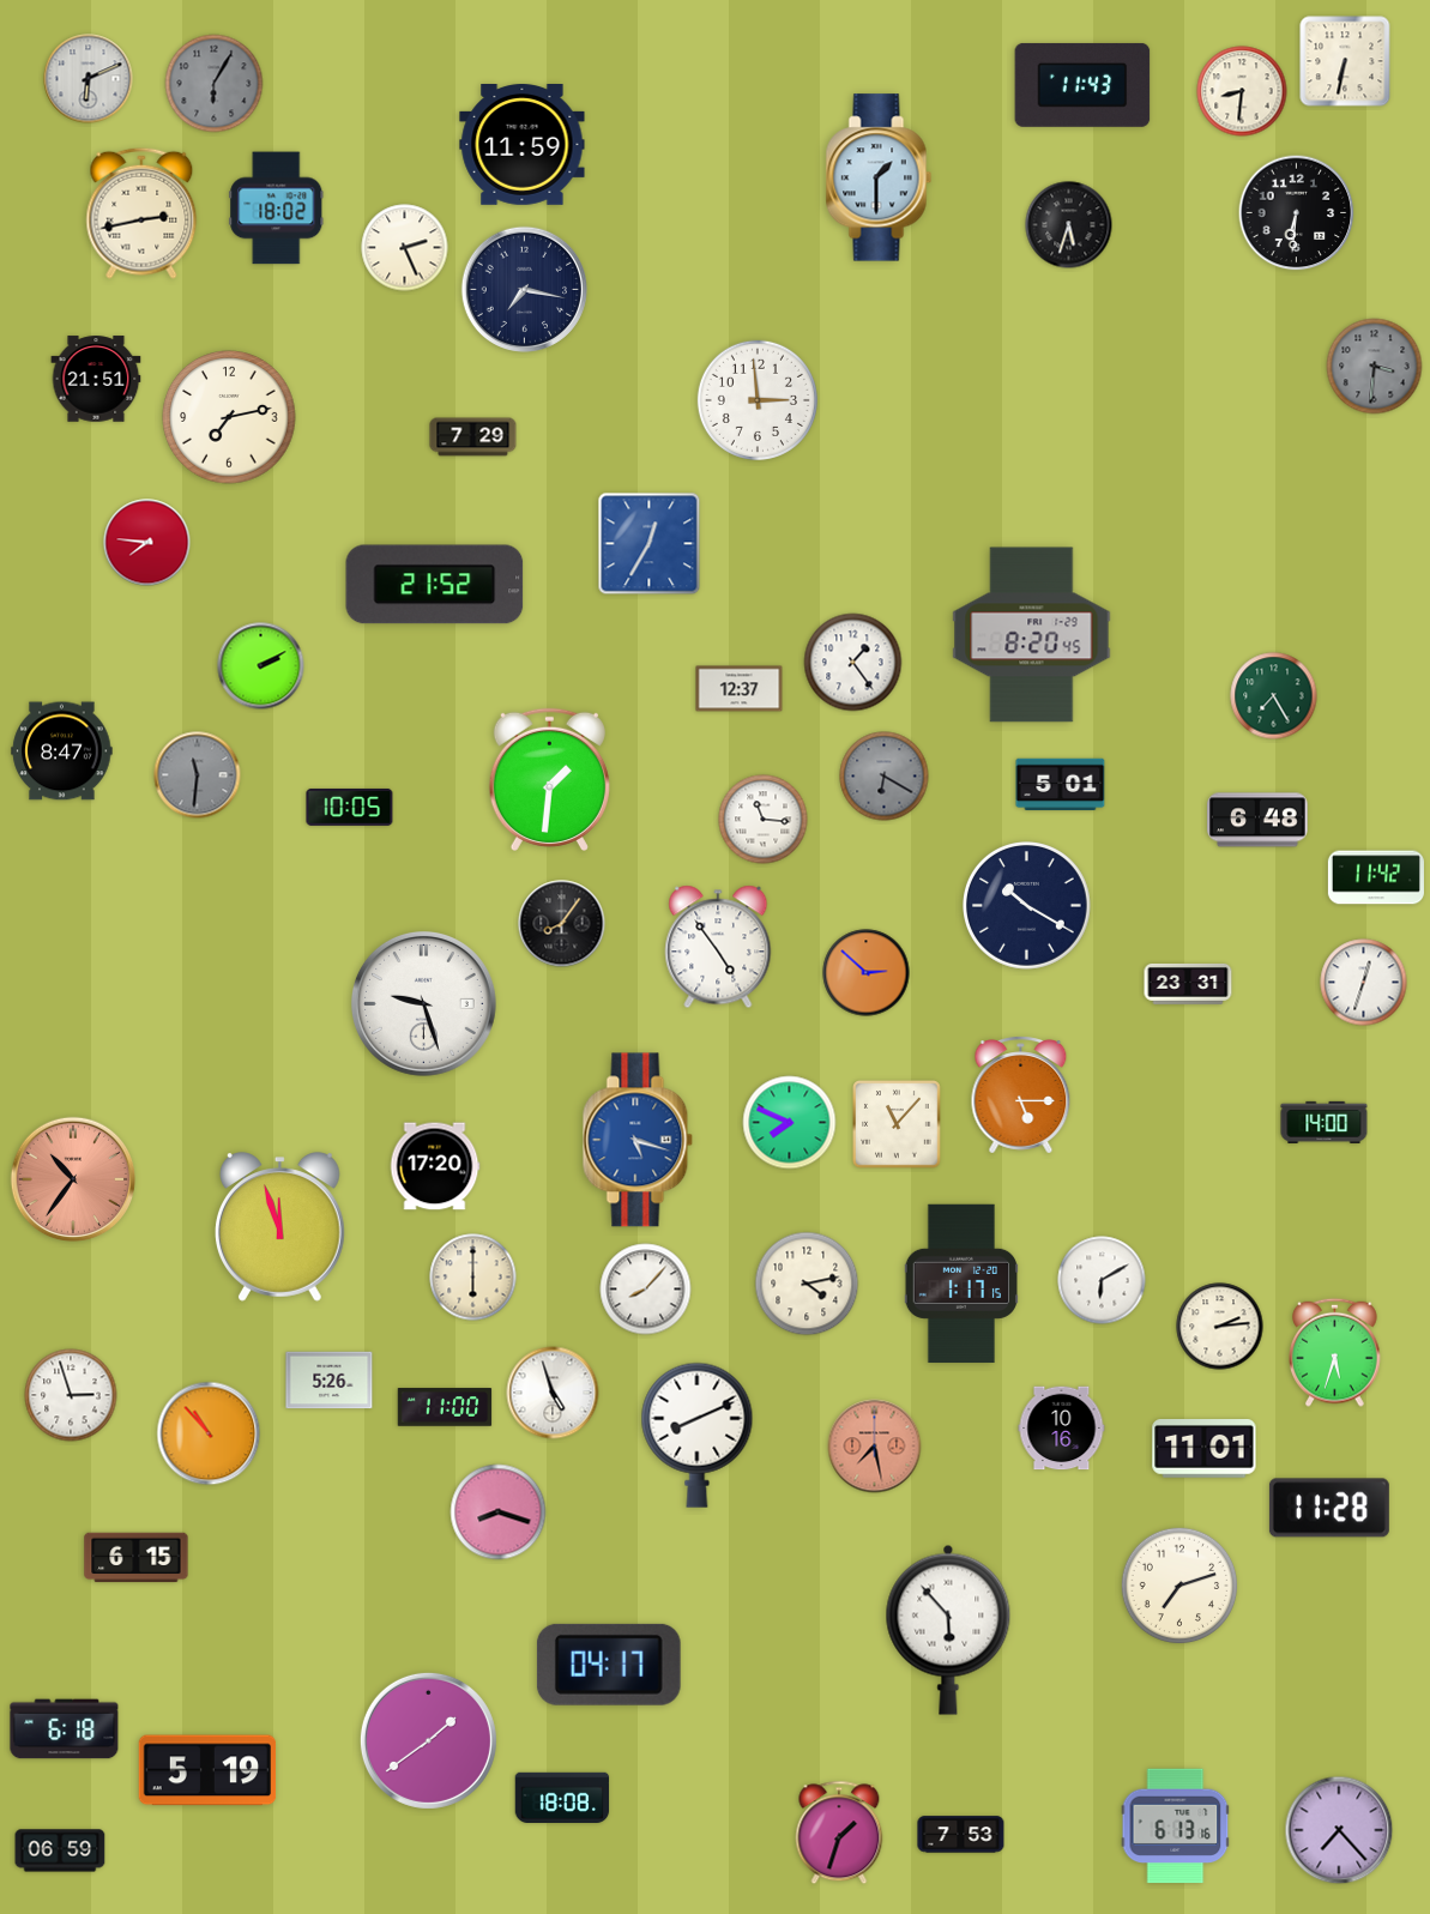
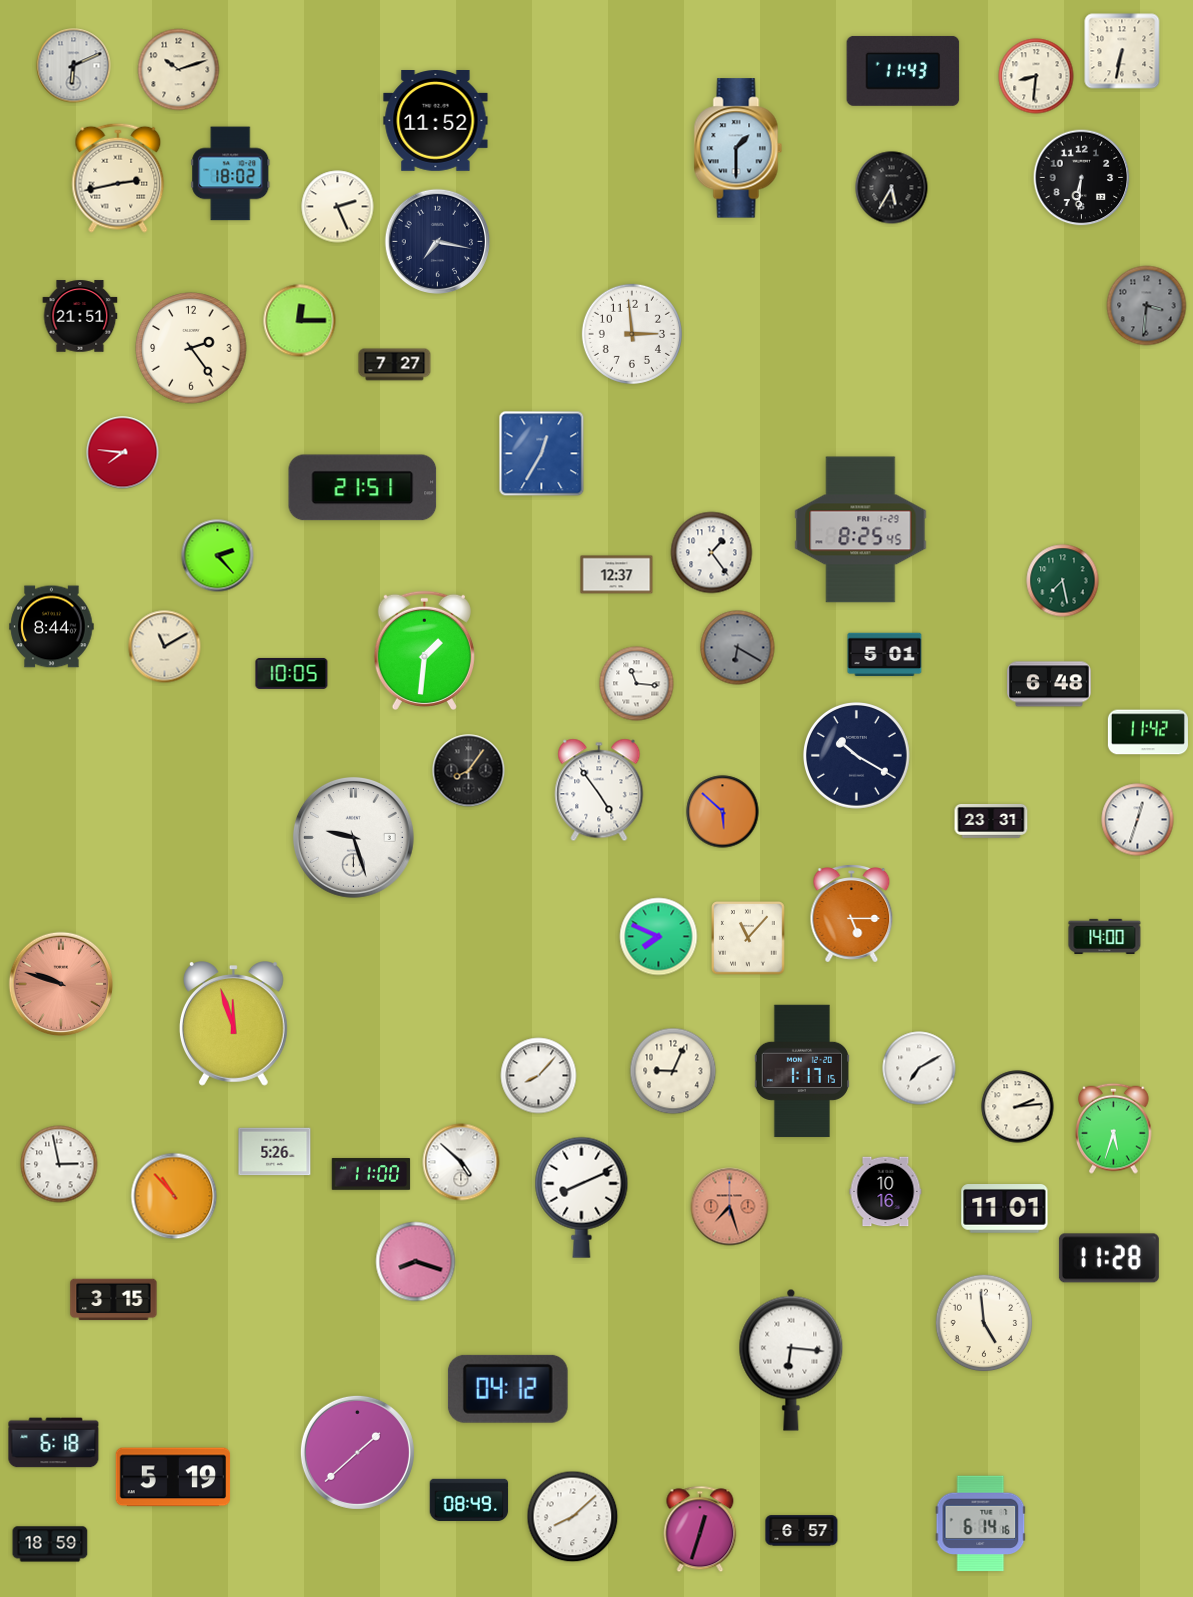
clock at (215, 84): 6:05 -> 10:12
clock at (215, 84) dial: grey -> cream
clock at (523, 145): 11:59 -> 11:52
clock at (879, 177) position: (879, 177) -> (738, 148)
clock at (1069, 225): 5:33 -> 5:35
clock at (300, 321): none -> 12:15
clock at (229, 417): 7:13 -> 2:24
clock at (473, 437): 7:29 -> 7:27
clock at (435, 585): 21:52 -> 21:51
clock at (1032, 635): 8:20 -> 8:25
clock at (261, 666): 2:10 -> 2:23
clock at (1274, 696): 7:25 -> 7:28
clock at (62, 751): 8:47 -> 8:44
clock at (198, 775): 11:31 -> 11:10
clock at (198, 775) dial: grey -> cream
clock at (549, 779) position: (549, 779) -> (424, 650)
clock at (867, 973): 2:52 -> 5:52
clock at (638, 1140): 5:18 -> none
clock at (435, 1166): 17:20 -> none
clock at (72, 1178): 10:36 -> 9:48
clock at (473, 1278): 6:00 -> none
clock at (1102, 1280): 6:10 -> 7:10
clock at (807, 1284): 4:13 -> 9:04
clock at (553, 1393): 4:57 -> 4:52
clock at (71, 1395): 2:57 -> 2:58
clock at (875, 1447): 7:28 -> 7:27
clock at (137, 1558): 6:15 -> 3:15
clock at (1179, 1586): 7:12 -> 4:59
clock at (948, 1630): 5:53 -> 6:16
clock at (609, 1665): 04:17 -> 04:12
clock at (428, 1740): 1:39 -> 1:38
clock at (562, 1797): 18:08 -> 08:49
clock at (573, 1517): none -> 8:08
clock at (1176, 1827): 6:13 -> 6:14
clock at (1339, 1830): 7:23 -> none
clock at (839, 1833): 1:33 -> 12:33
clock at (961, 1835): 7:53 -> 6:57
clock at (60, 1850): 06:59 -> 18:59
